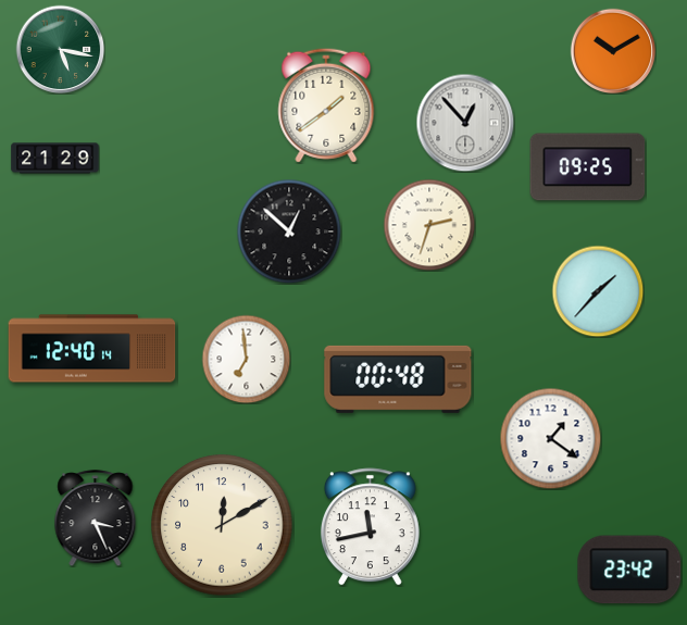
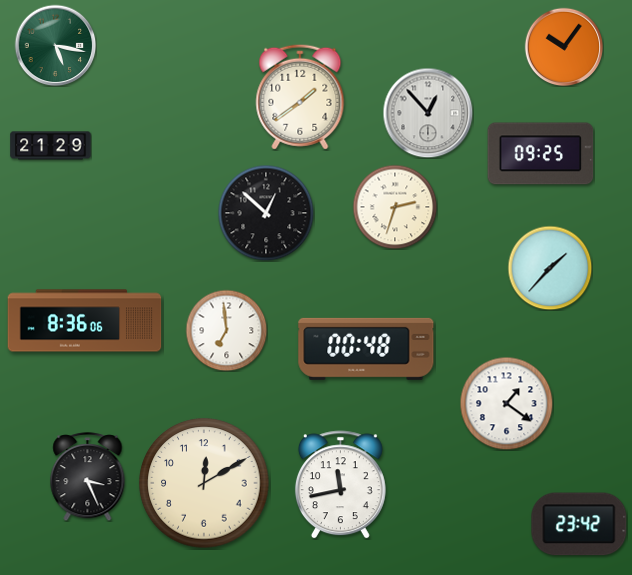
clock at (613, 51): 10:10 -> 10:06
clock at (92, 349): 12:40 -> 8:36
